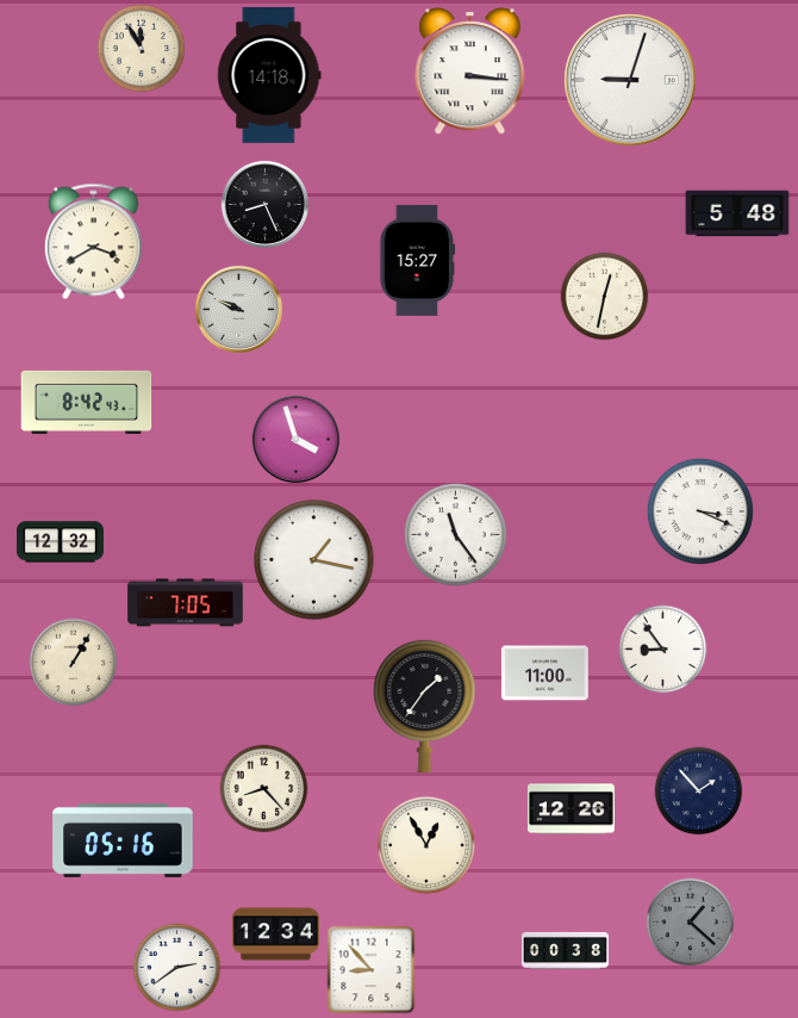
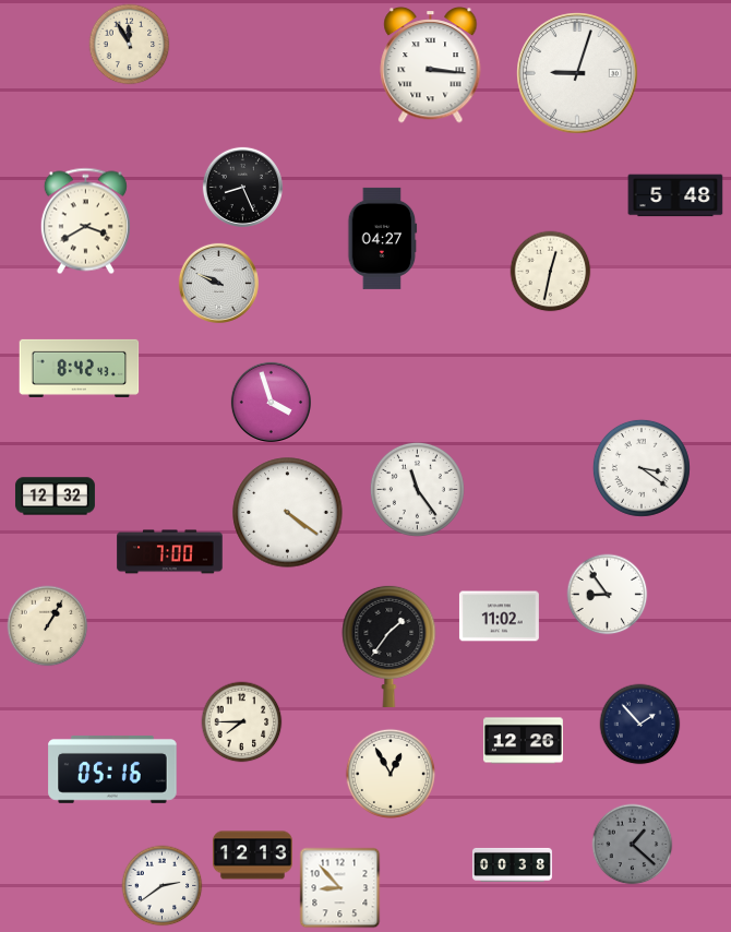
clock at (269, 75): 14:18 -> none
clock at (418, 260): 15:27 -> 04:27
clock at (605, 297) position: (605, 297) -> (551, 272)
clock at (700, 511): 3:19 -> 3:21
clock at (314, 560): 1:17 -> 4:21
clock at (186, 603): 7:05 -> 7:00
clock at (74, 663) position: (74, 663) -> (48, 626)
clock at (544, 674): 11:00 -> 11:02
clock at (264, 789): 8:23 -> 7:45
clock at (275, 935): 12:34 -> 12:13
clock at (565, 950) position: (565, 950) -> (512, 864)
